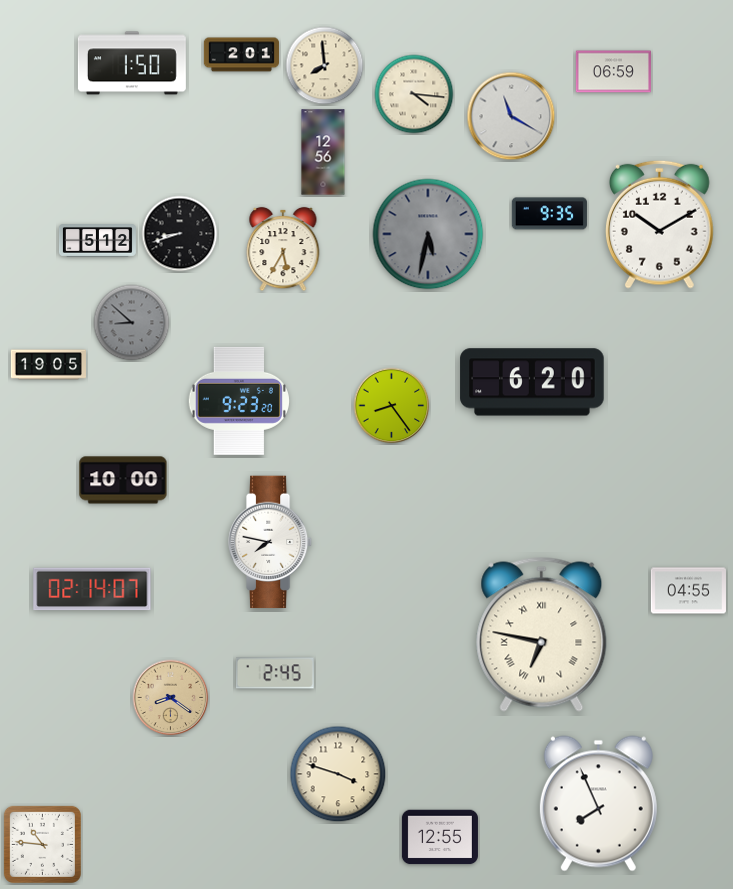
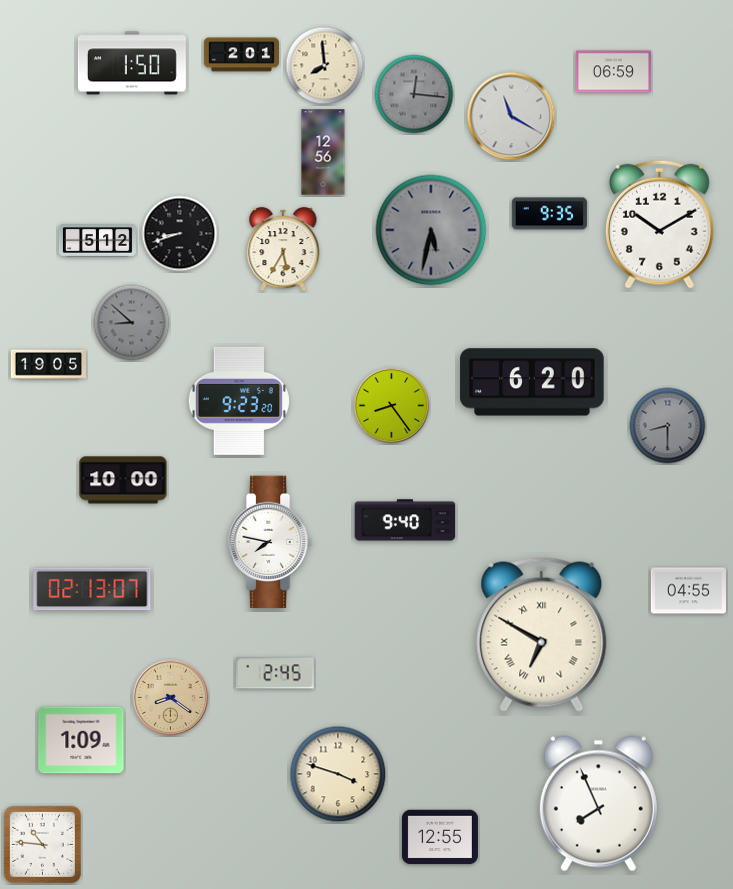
clock at (414, 94): 4:16 -> 12:16
clock at (414, 94) dial: cream -> grey
clock at (428, 234) position: (428, 234) -> (431, 230)
clock at (668, 426): none -> 8:30
clock at (405, 520): none -> 9:40
clock at (92, 589): 02:14 -> 02:13
clock at (542, 634): 6:47 -> 6:50
clock at (81, 740): none -> 1:09
